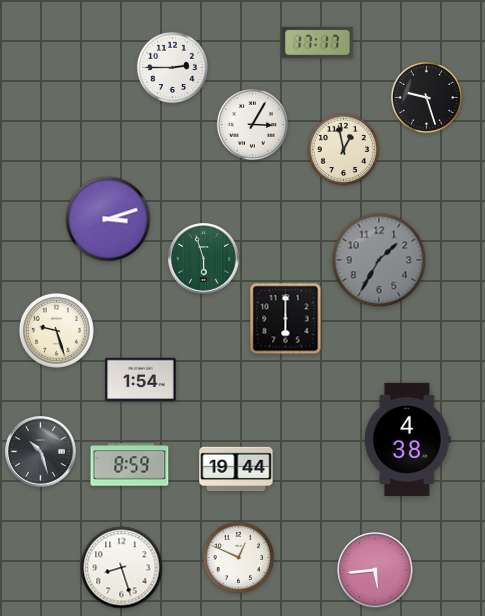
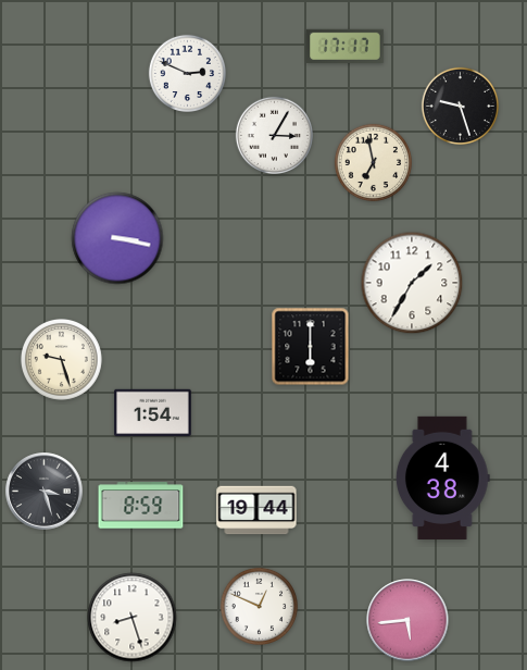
clock at (172, 67): 2:45 -> 2:49
clock at (426, 97) position: (426, 97) -> (460, 106)
clock at (343, 149): 12:58 -> 6:58
clock at (108, 219): 3:12 -> 3:17
clock at (204, 259): 5:57 -> none
clock at (379, 260) dial: grey -> white
clock at (41, 452): 10:27 -> 3:27
